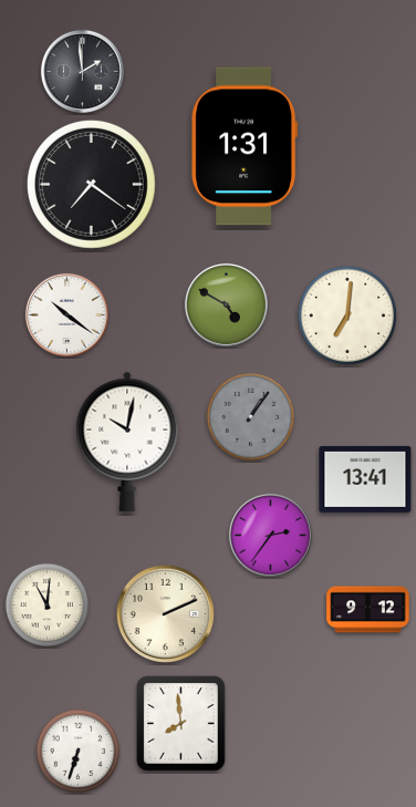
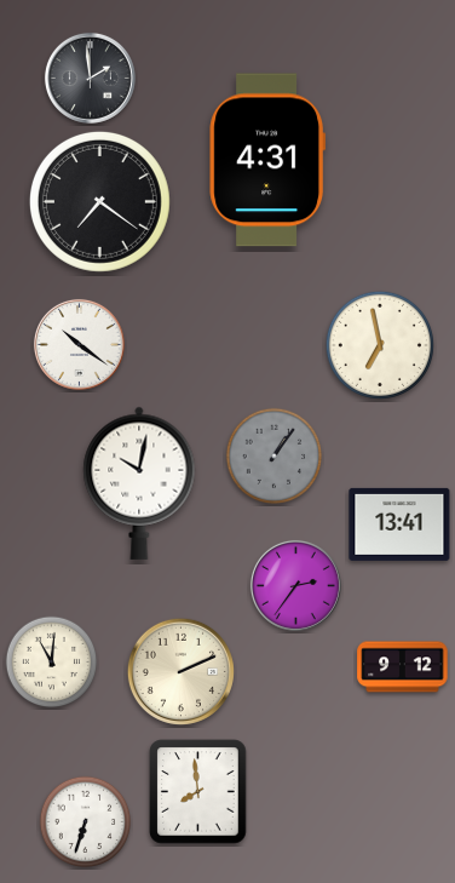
clock at (245, 146): 1:31 -> 4:31
clock at (226, 304): 4:50 -> none
clock at (66, 314) position: (66, 314) -> (79, 344)
clock at (347, 315): 7:01 -> 6:58
